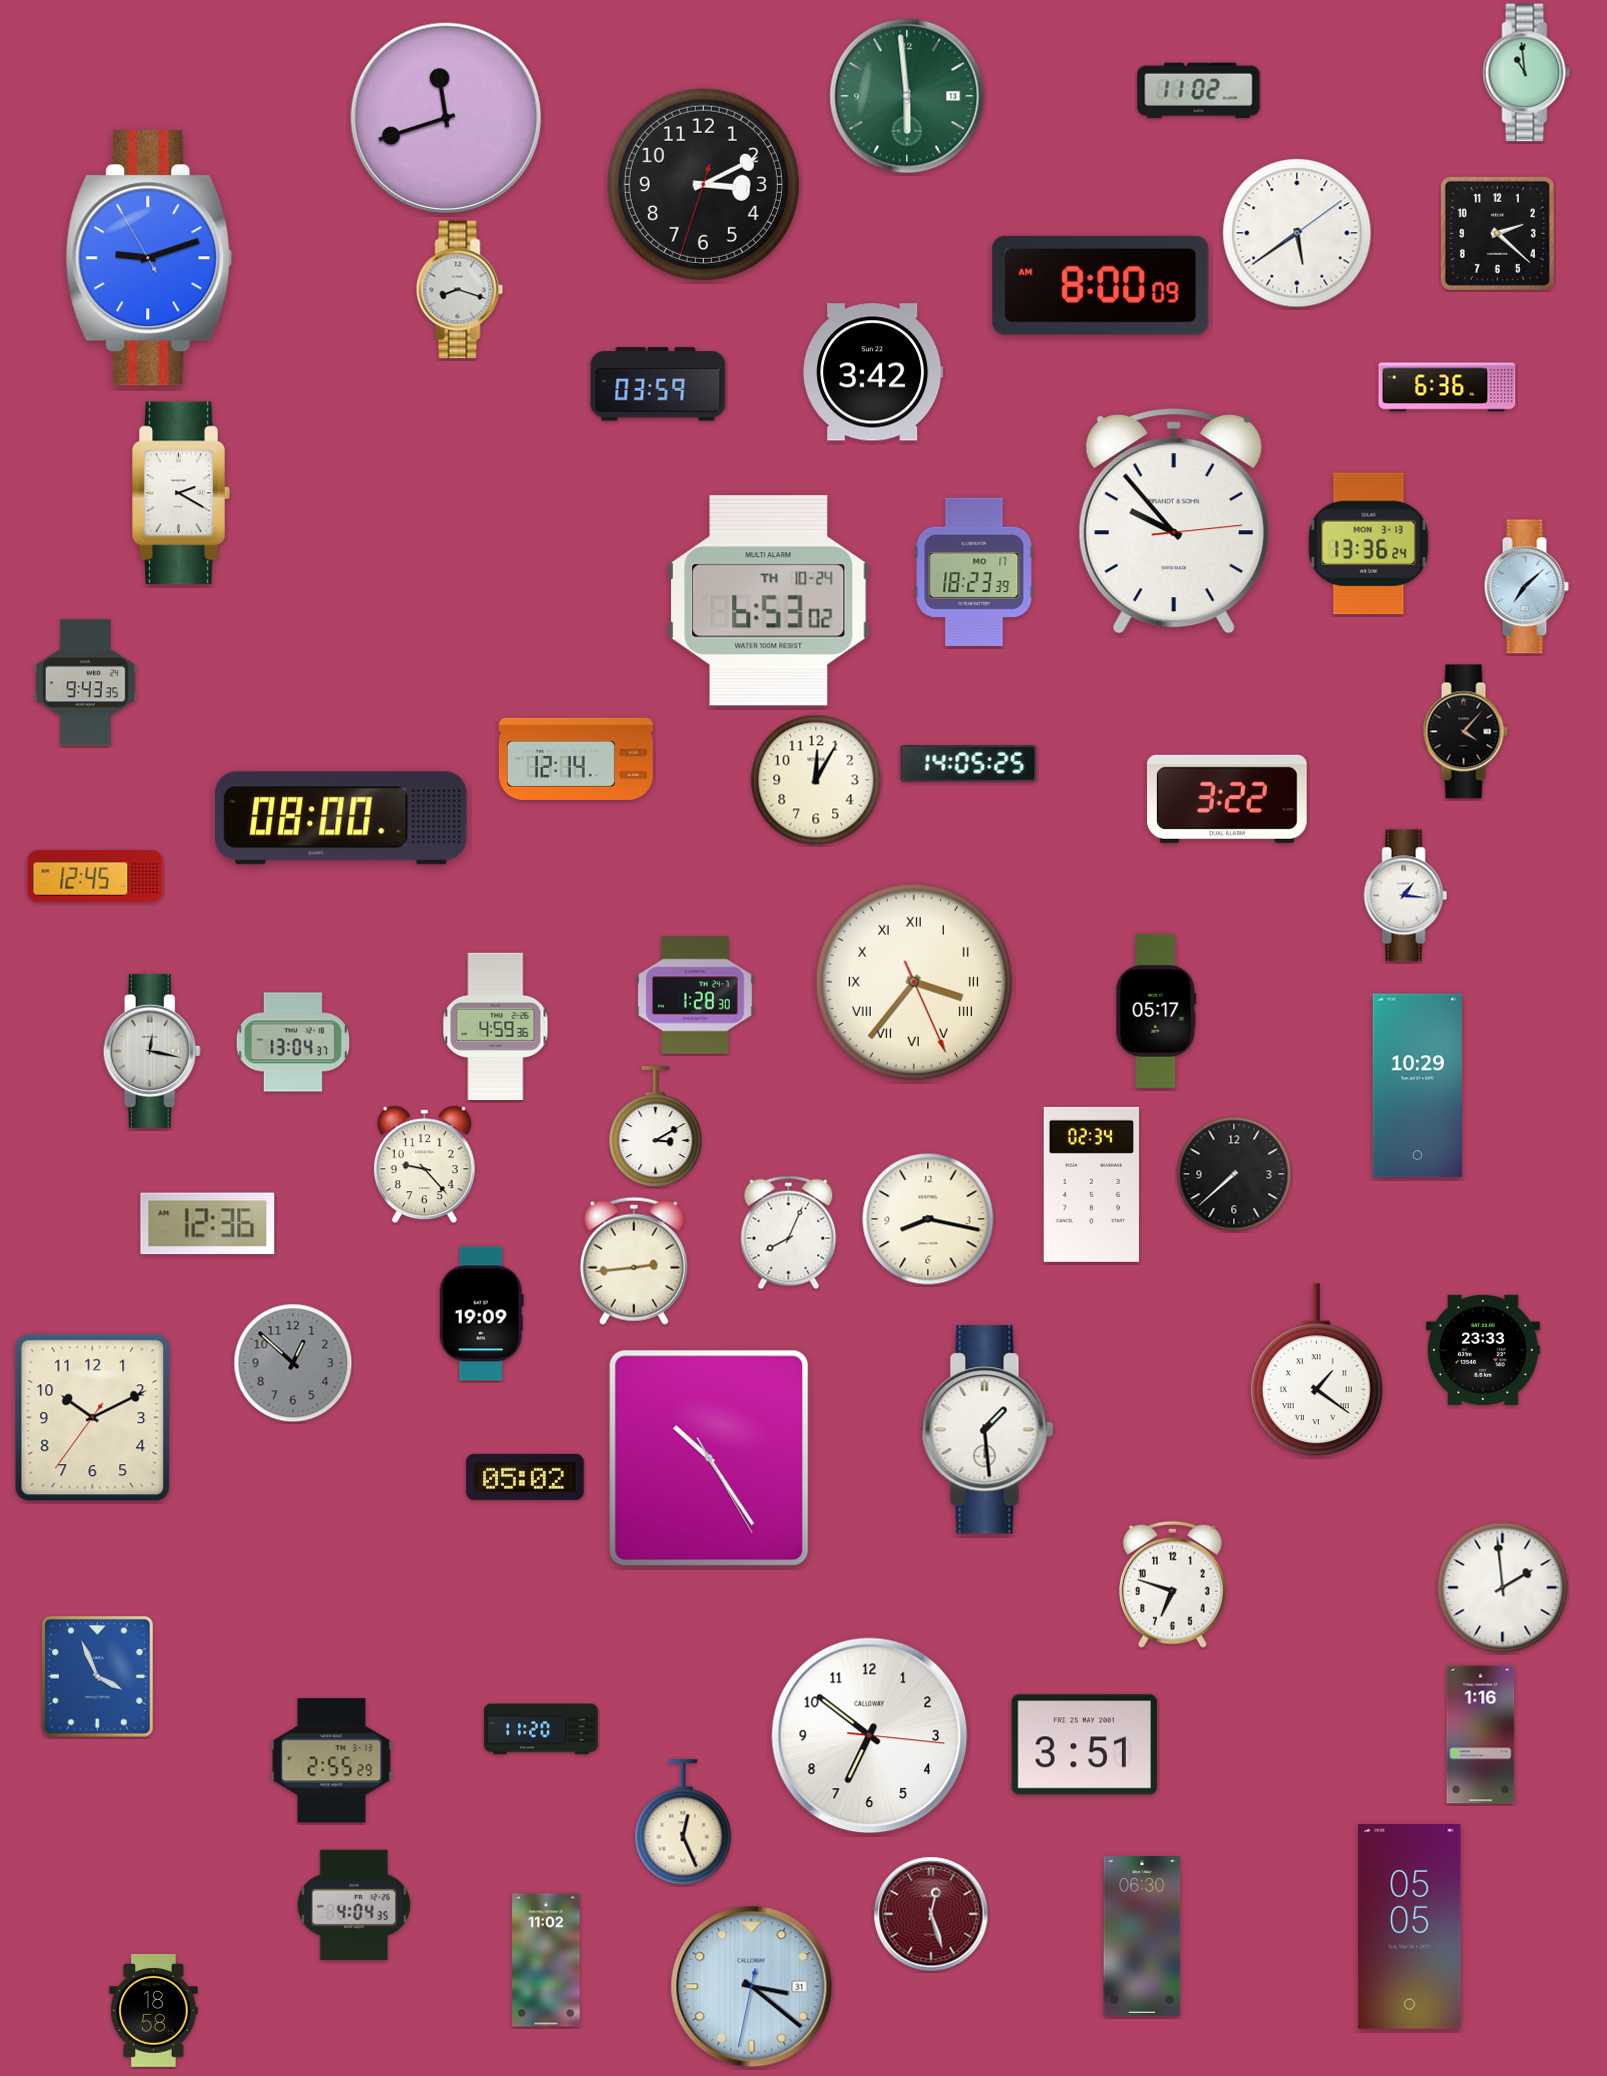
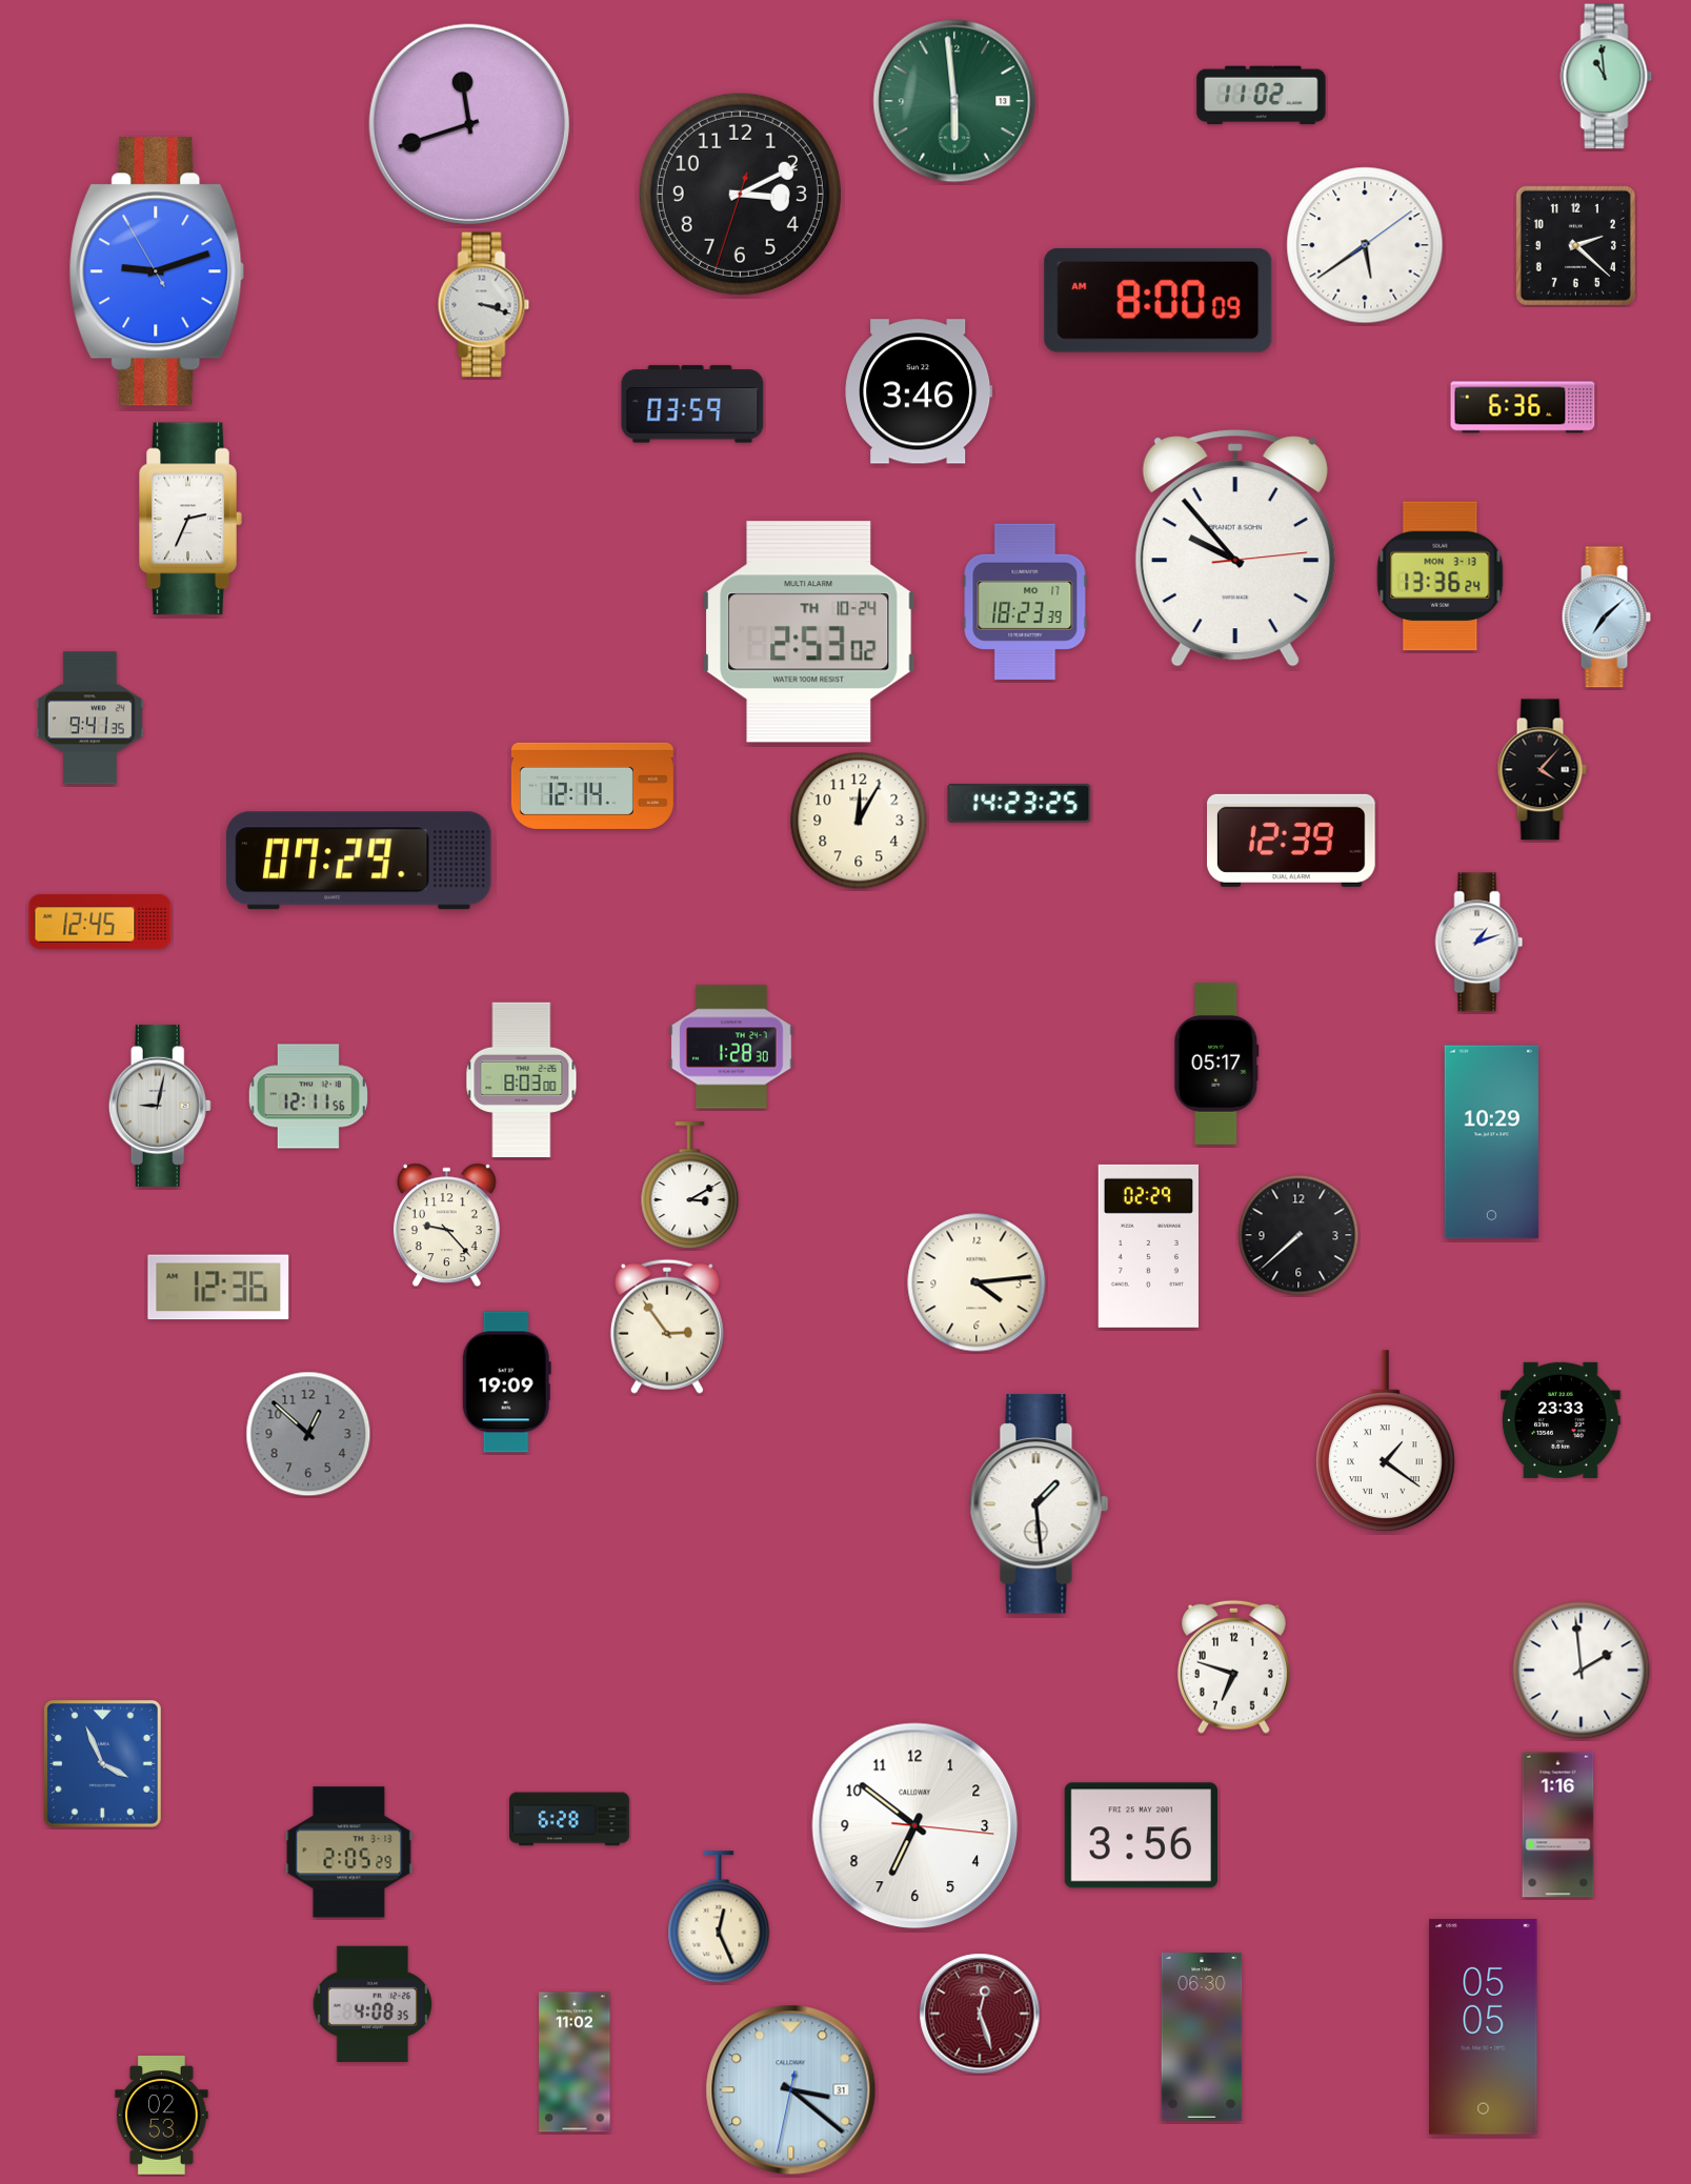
clock at (460, 290): 8:18 -> 3:18
clock at (873, 372): 3:42 -> 3:46
clock at (181, 493): 2:20 -> 2:34
clock at (1369, 544) position: (1369, 544) -> (1441, 577)
clock at (769, 601): 6:53 -> 2:53
clock at (85, 683): 9:43 -> 9:41
clock at (576, 759) position: (576, 759) -> (592, 786)
clock at (969, 764): 14:05 -> 14:23
clock at (1228, 799): 3:22 -> 12:39
clock at (341, 818): 08:00 -> 07:29
clock at (1406, 896): 1:16 -> 1:12
clock at (914, 982): 3:36 -> none
clock at (496, 1026): 4:59 -> 8:03
clock at (293, 1042): 13:04 -> 12:11
clock at (152, 1051): 12:17 -> 9:02
clock at (1091, 1184): 02:34 -> 02:29
clock at (928, 1219): 8:17 -> 4:14
clock at (789, 1233): 8:04 -> none
clock at (634, 1261): 2:44 -> 2:54
clock at (93, 1418): 10:10 -> none
clock at (709, 1458): 10:24 -> none
clock at (525, 1477): 05:02 -> none
clock at (541, 1729): 11:20 -> 6:28
clock at (1084, 1745): 3:51 -> 3:56
clock at (332, 1761): 2:55 -> 2:05
clock at (354, 1905): 4:04 -> 4:08
clock at (154, 2011): 18:58 -> 02:53
